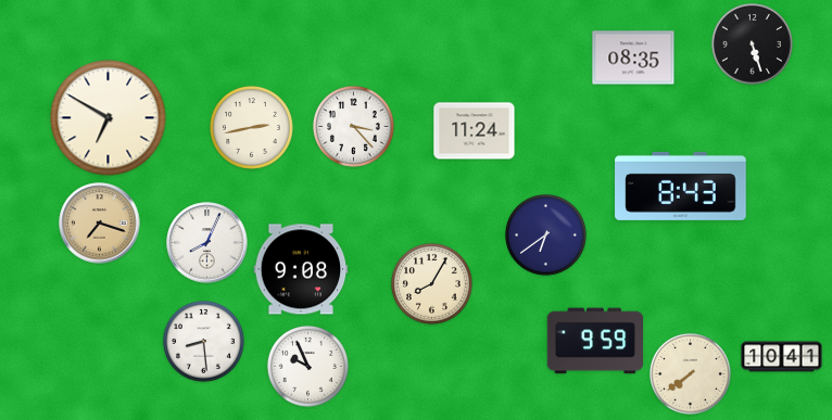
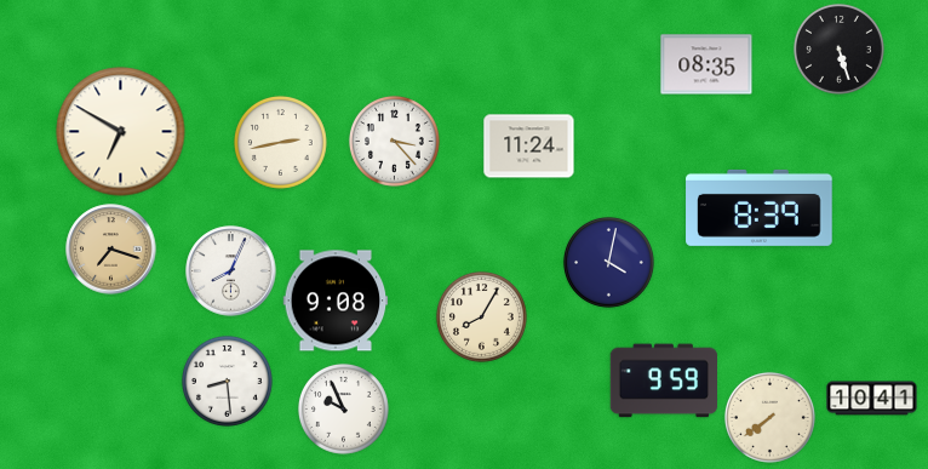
clock at (681, 186): 8:43 -> 8:39
clock at (545, 234): 6:39 -> 4:02
